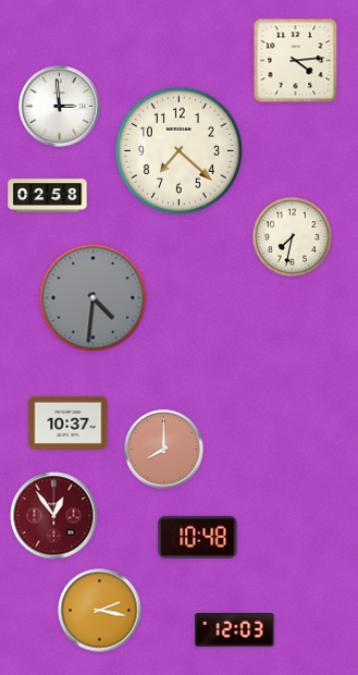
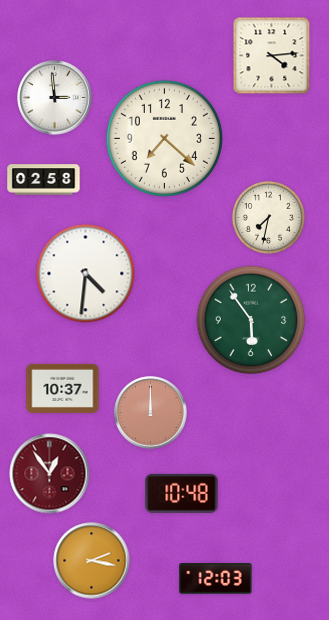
clock at (94, 298) dial: grey -> white
clock at (251, 320): none -> 5:54
clock at (164, 450): 8:00 -> 12:00
